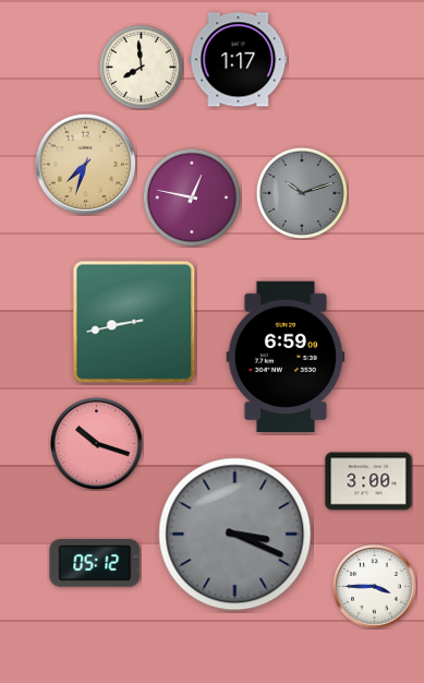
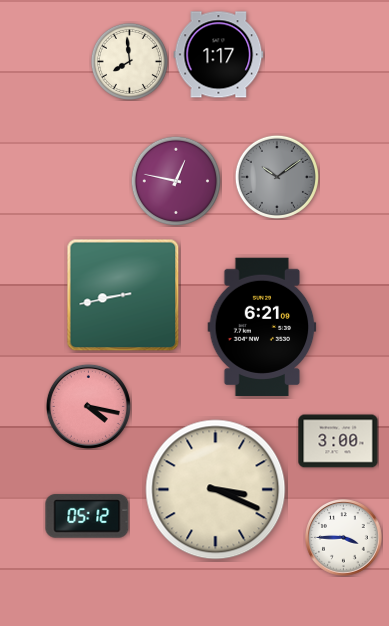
clock at (85, 164): 7:33 -> none
clock at (302, 193): 10:12 -> 10:09
clock at (286, 356): 6:59 -> 6:21
clock at (96, 443): 10:18 -> 4:17
clock at (235, 535) dial: grey -> cream
